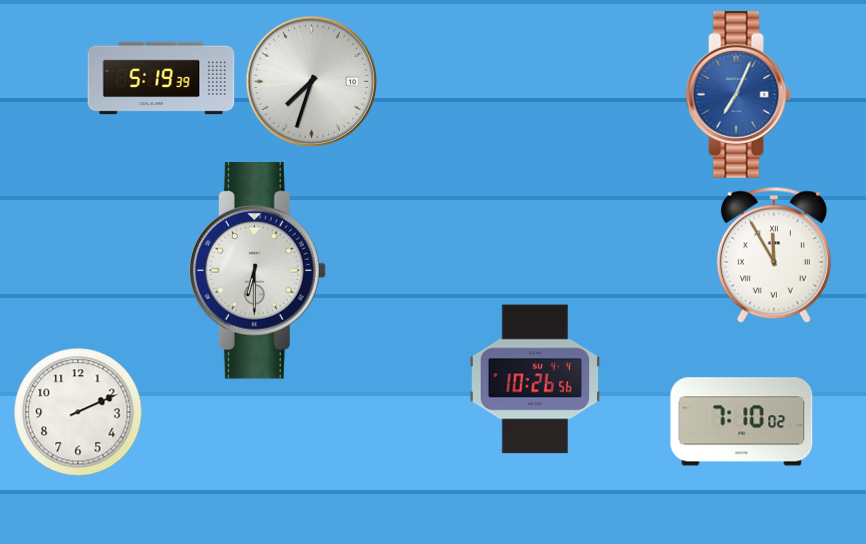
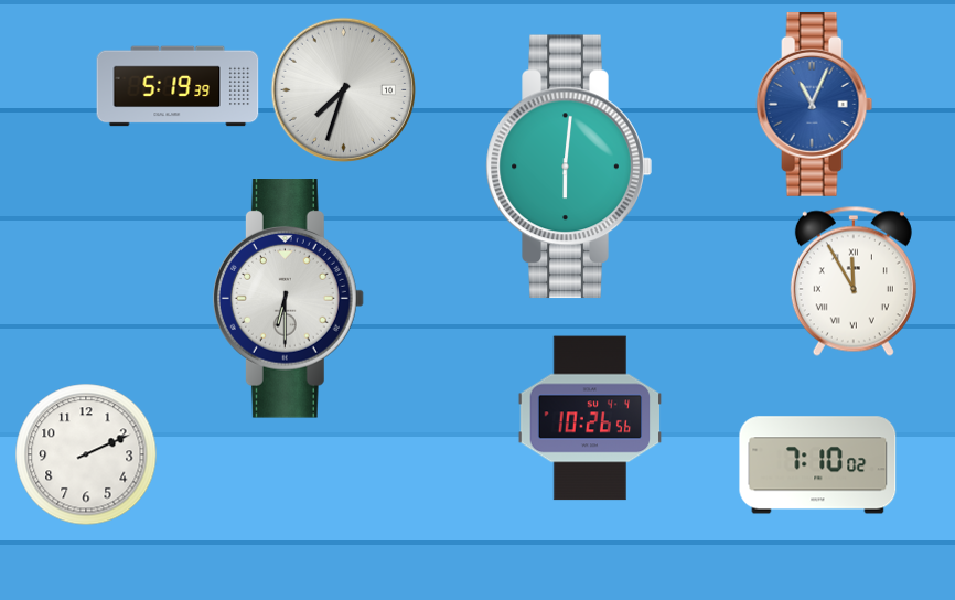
clock at (739, 94): 7:04 -> 11:04
clock at (569, 167): none -> 6:01
clock at (257, 271) position: (257, 271) -> (288, 299)
